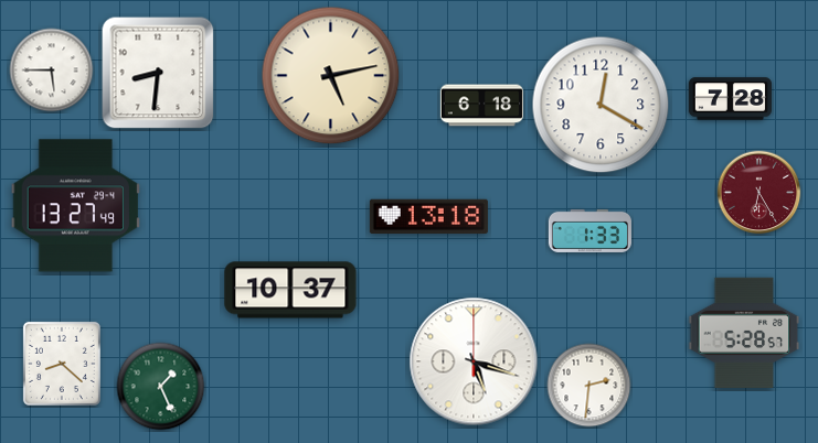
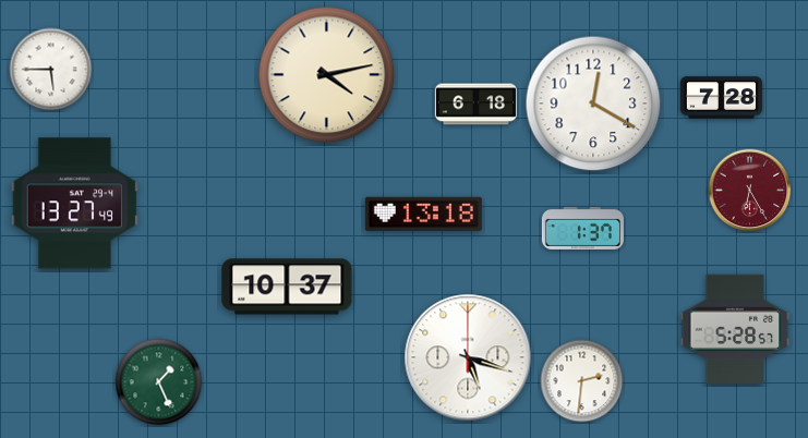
clock at (158, 73): 8:31 -> none
clock at (331, 76): 5:13 -> 4:13
clock at (589, 230): 1:33 -> 1:37
clock at (62, 364): 8:22 -> none
